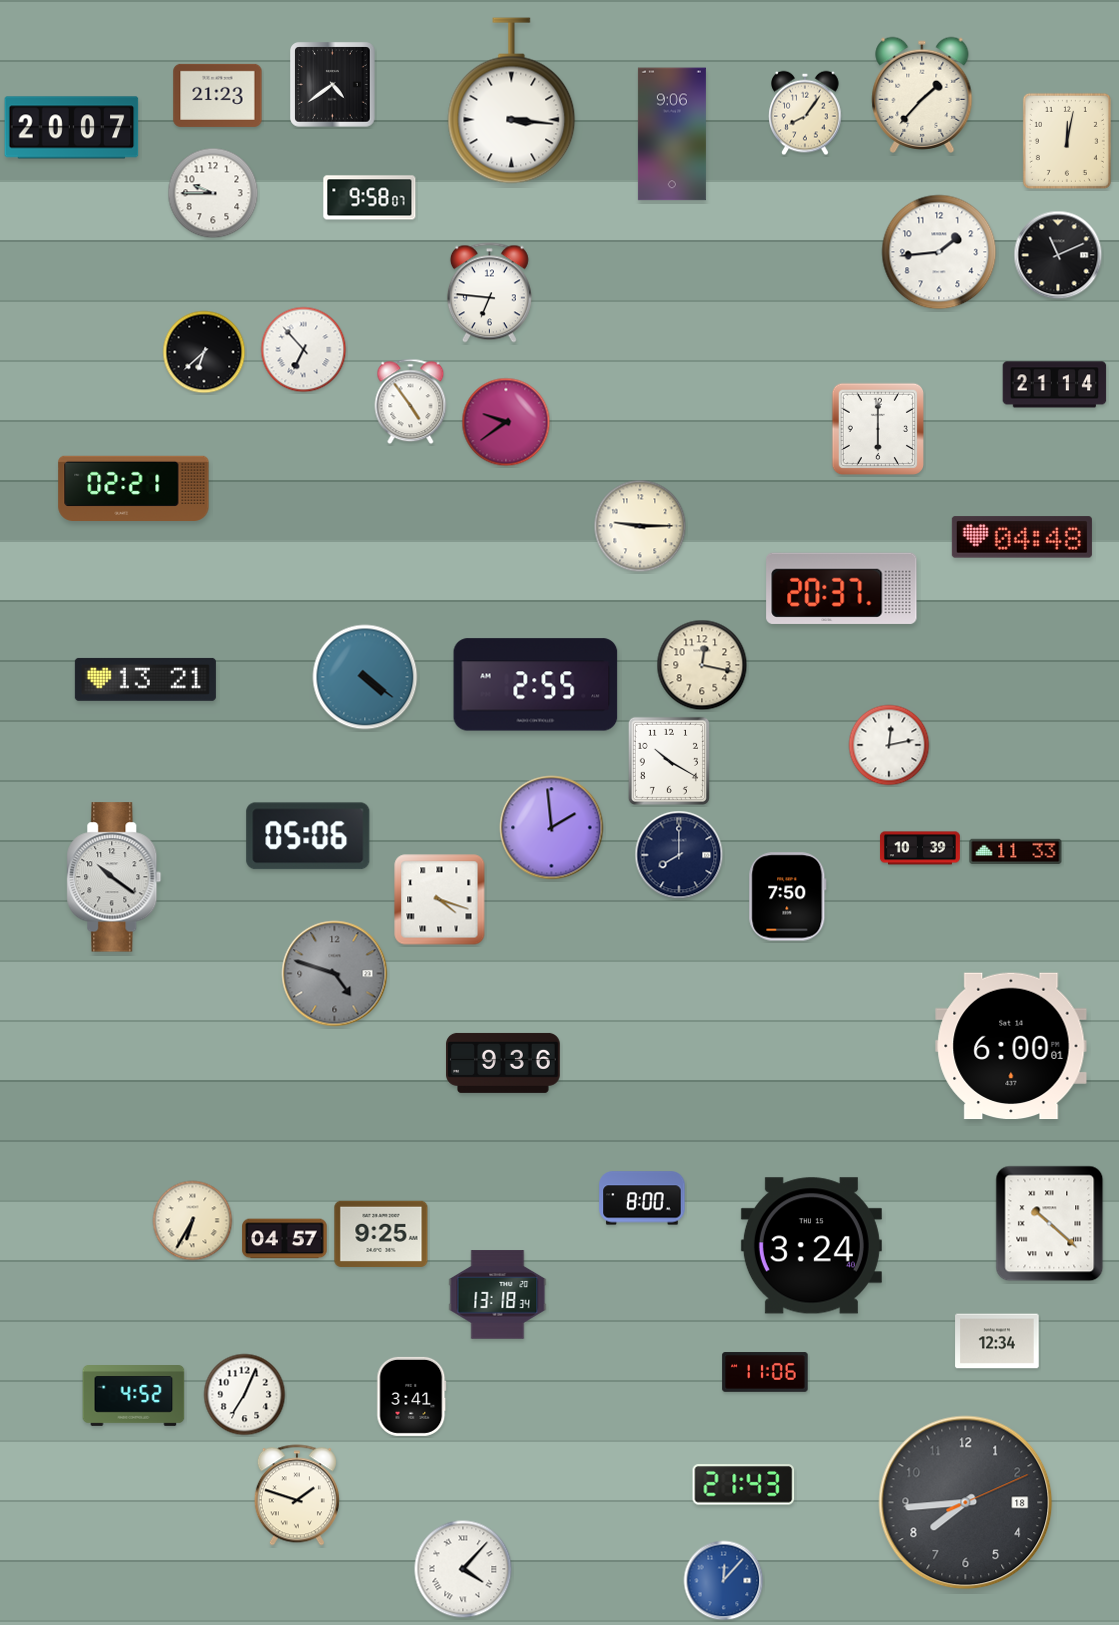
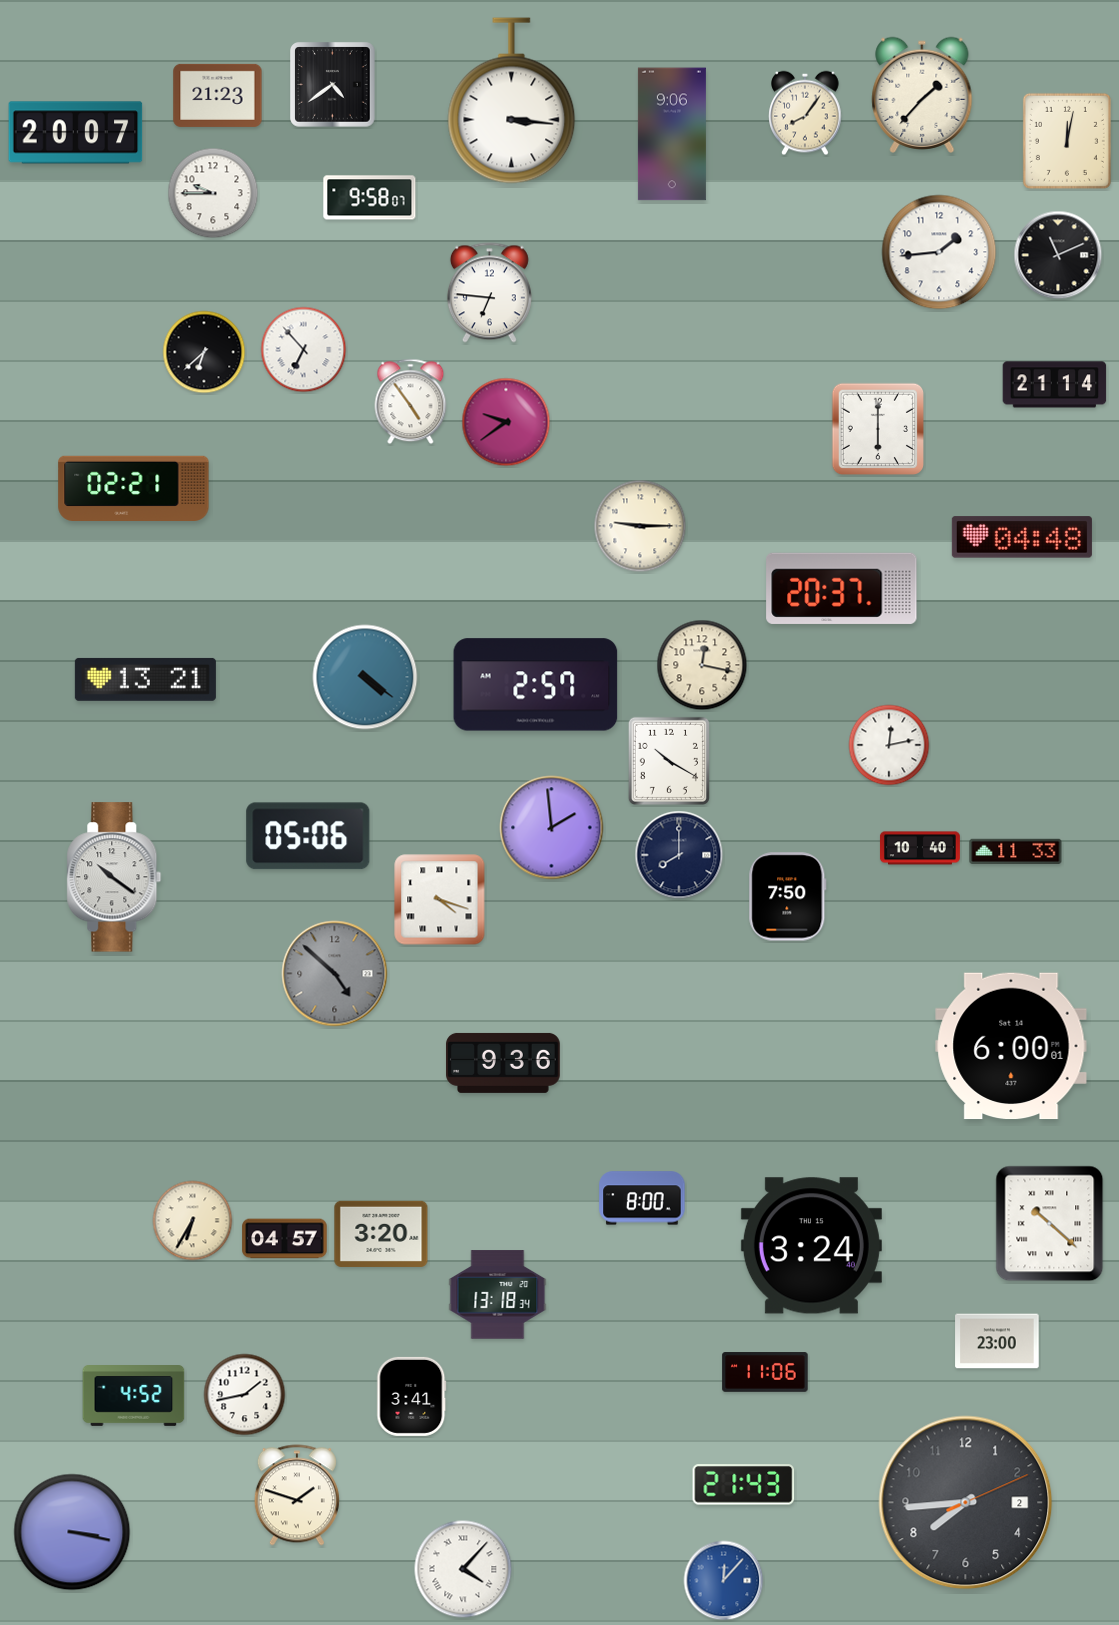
clock at (72, 128) position: (72, 128) -> (76, 133)
clock at (536, 685): 2:55 -> 2:57
clock at (920, 848): 10:39 -> 10:40
clock at (335, 974): 4:48 -> 4:52
clock at (381, 1234): 9:25 -> 3:20
clock at (997, 1341): 12:34 -> 23:00
clock at (245, 1395): 7:04 -> 1:43
clock at (966, 1503) date: 18 -> 2
clock at (72, 1532): none -> 3:17
